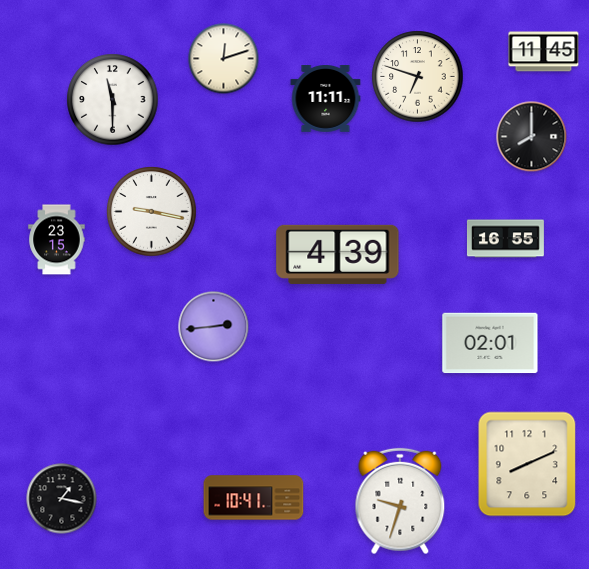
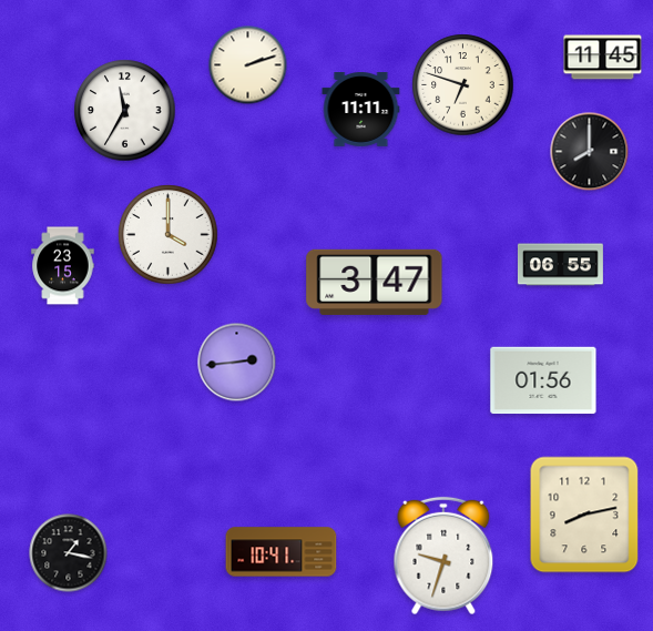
clock at (224, 59): 12:12 -> 2:12
clock at (113, 100): 11:30 -> 11:35
clock at (152, 212): 9:17 -> 4:00
clock at (505, 239): 16:55 -> 06:55
clock at (338, 254): 4:39 -> 3:47
clock at (490, 343): 02:01 -> 01:56
clock at (527, 464): 8:11 -> 8:13
